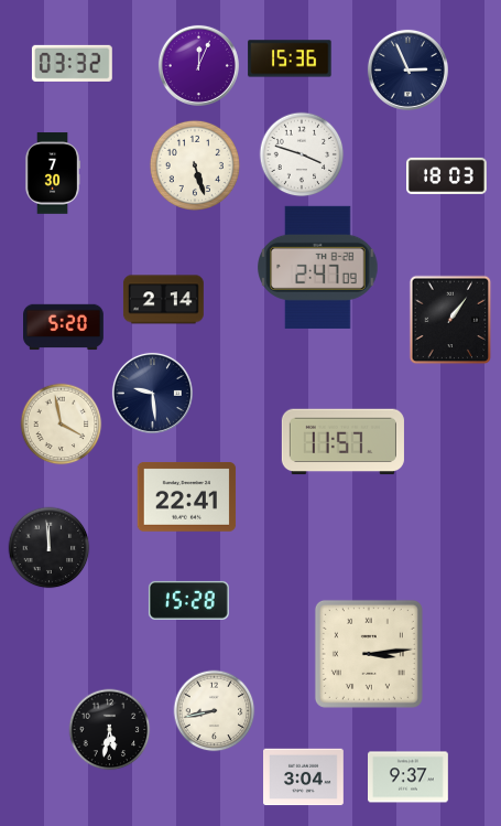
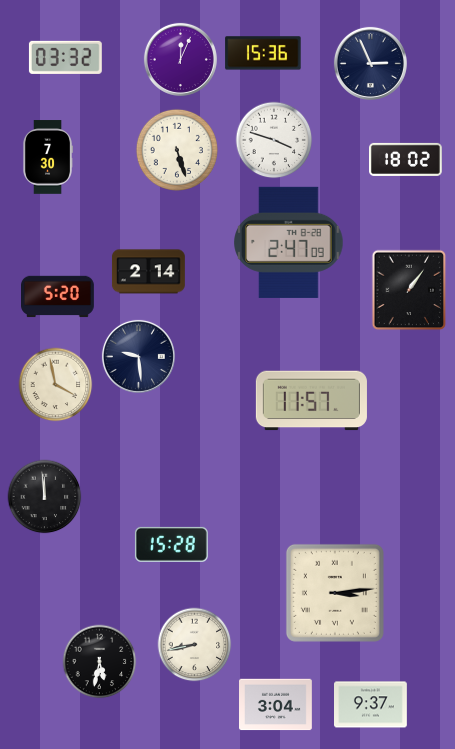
clock at (447, 175): 18:03 -> 18:02
clock at (187, 497): 22:41 -> none
